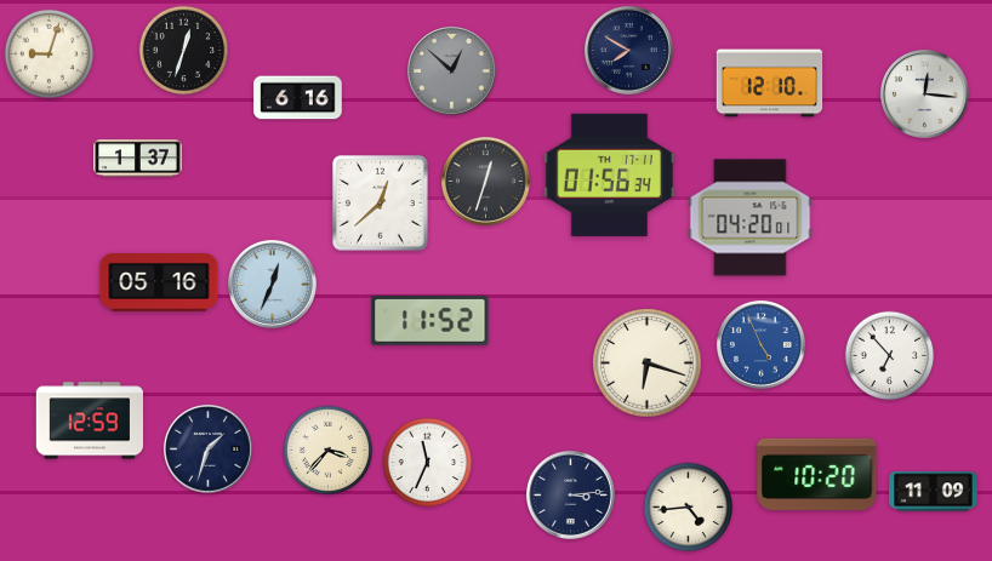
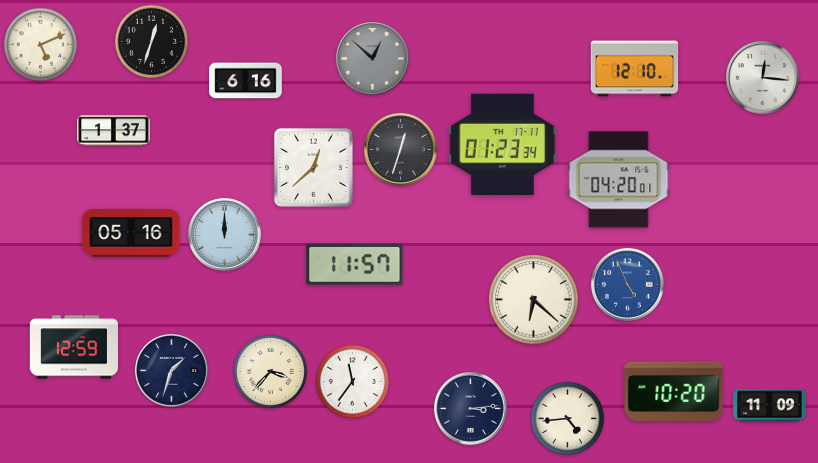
clock at (628, 50): 7:50 -> none
clock at (50, 55): 9:03 -> 5:11
clock at (609, 174): 01:56 -> 01:23
clock at (272, 284): 12:34 -> 12:00
clock at (431, 321): 11:52 -> 11:57
clock at (890, 356): 6:53 -> none
clock at (648, 363): 6:18 -> 6:22
clock at (428, 463): 11:34 -> 11:36
